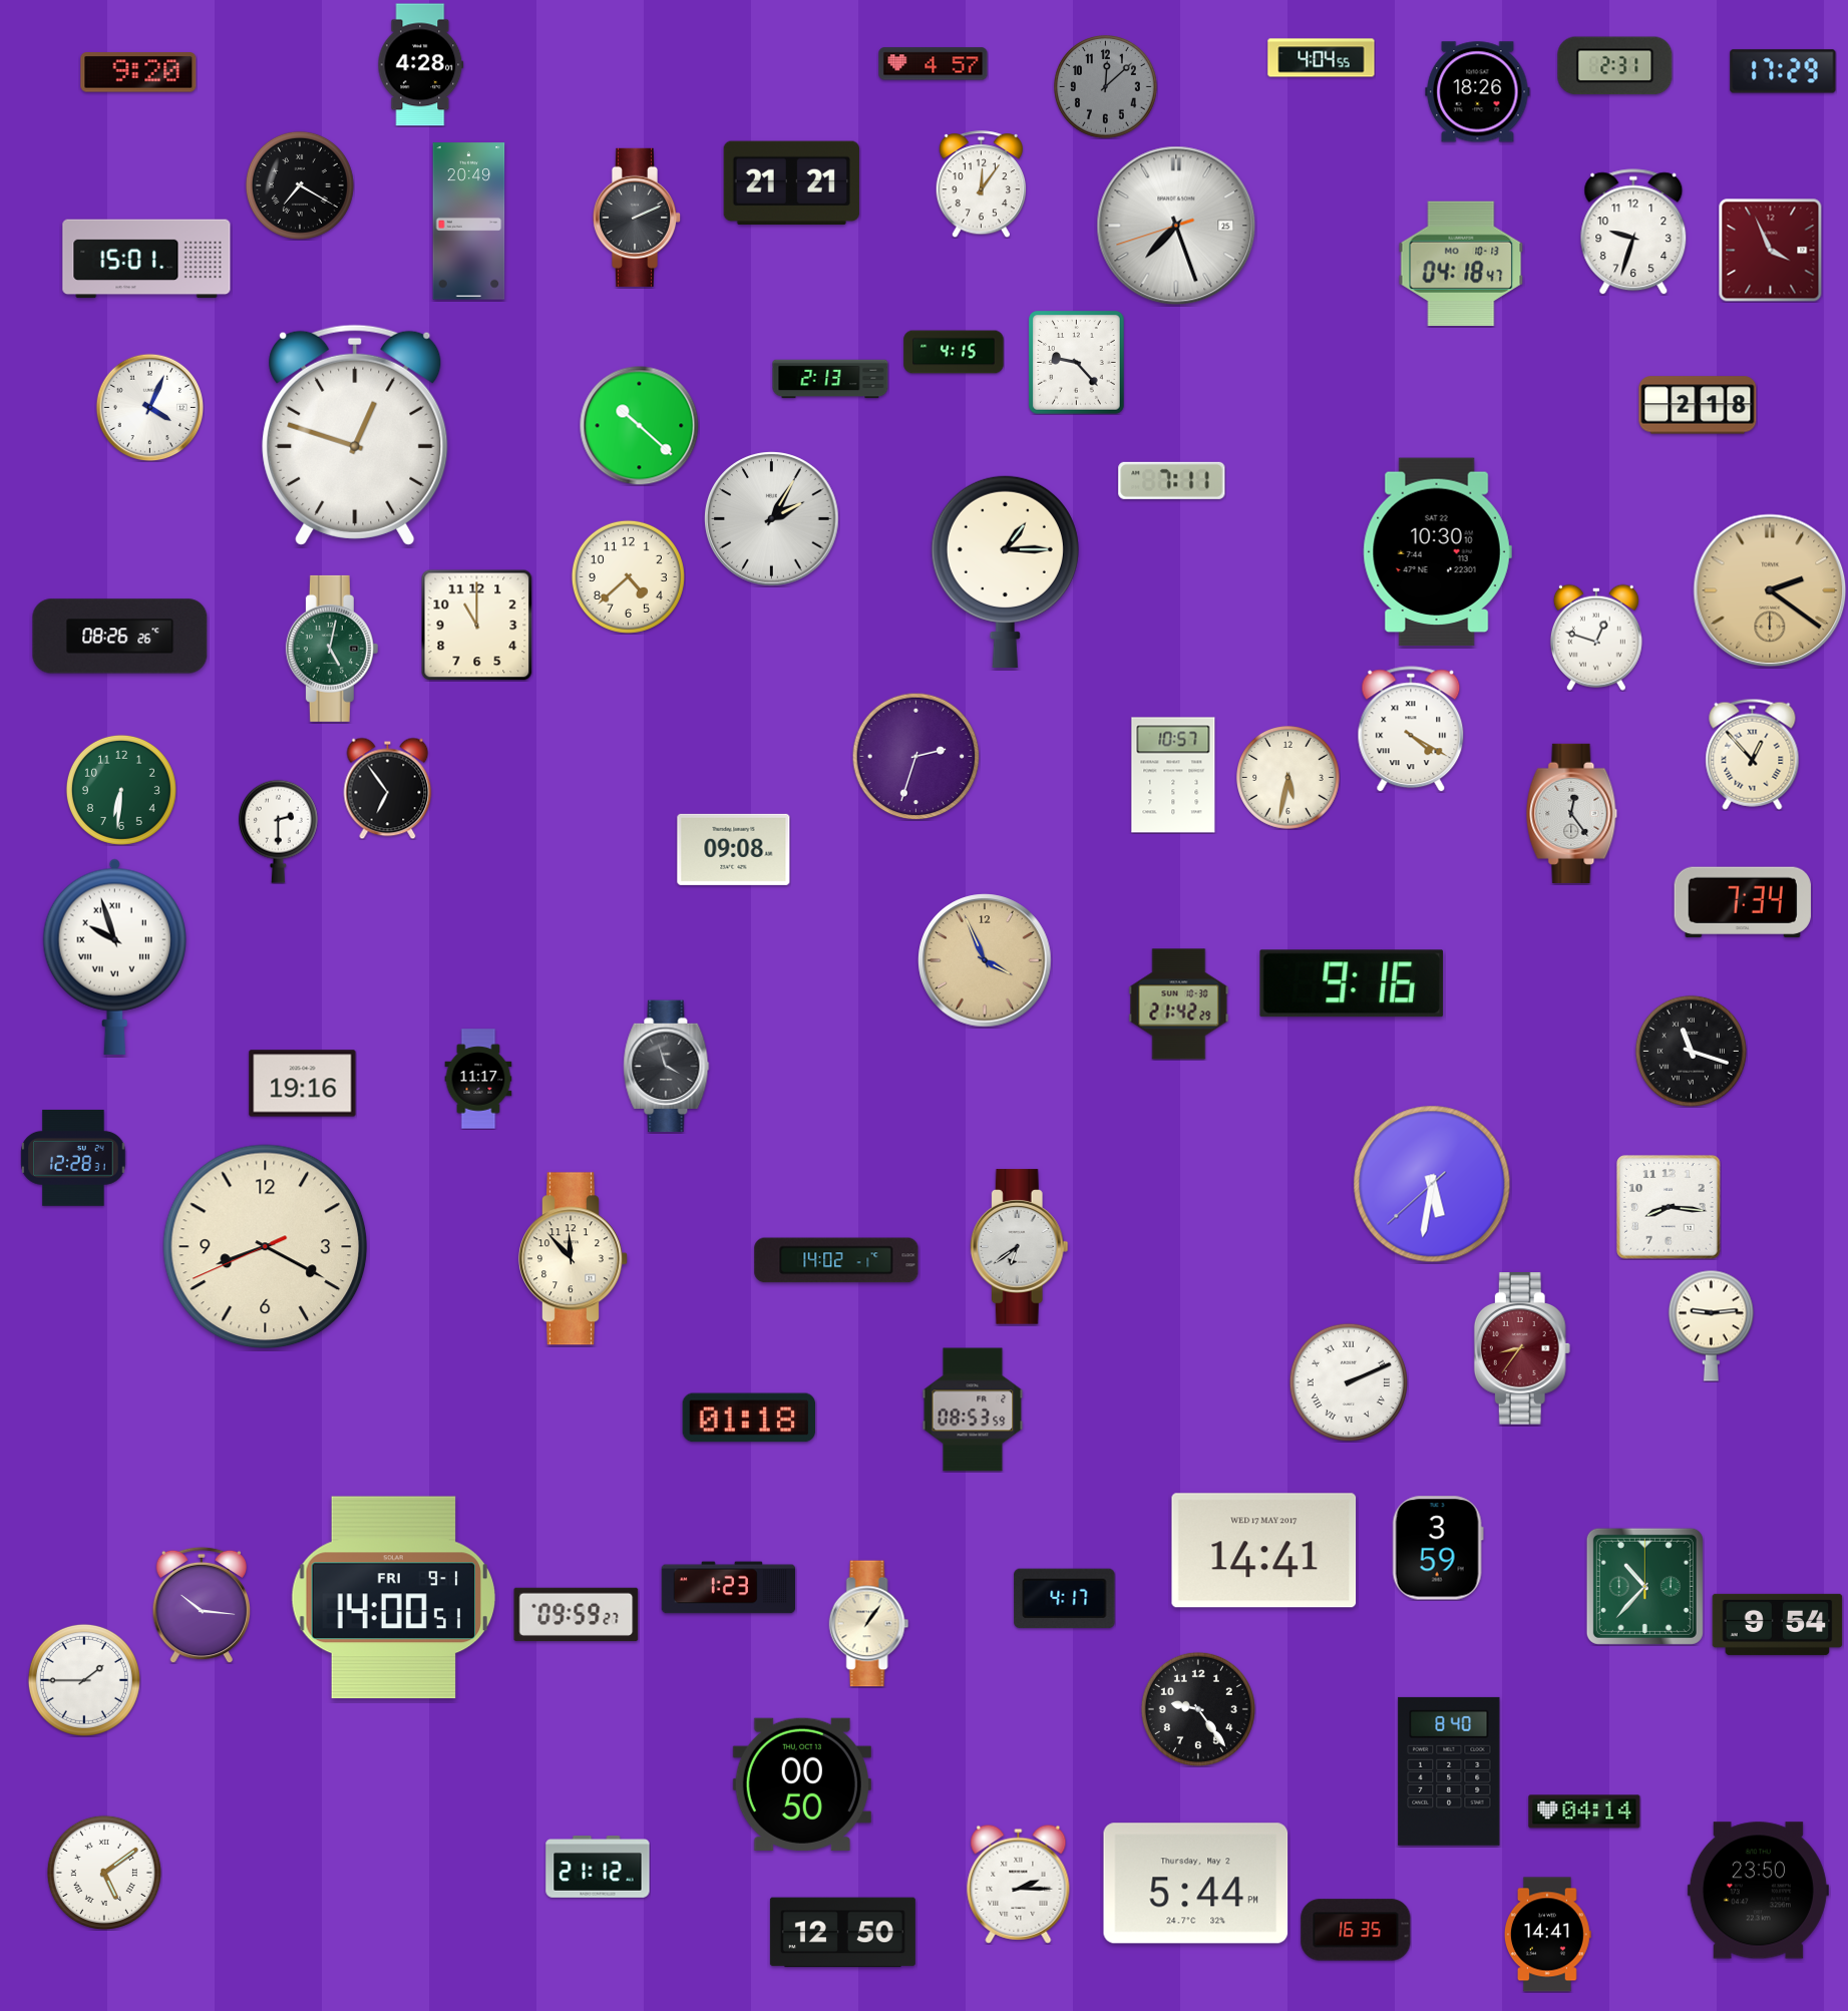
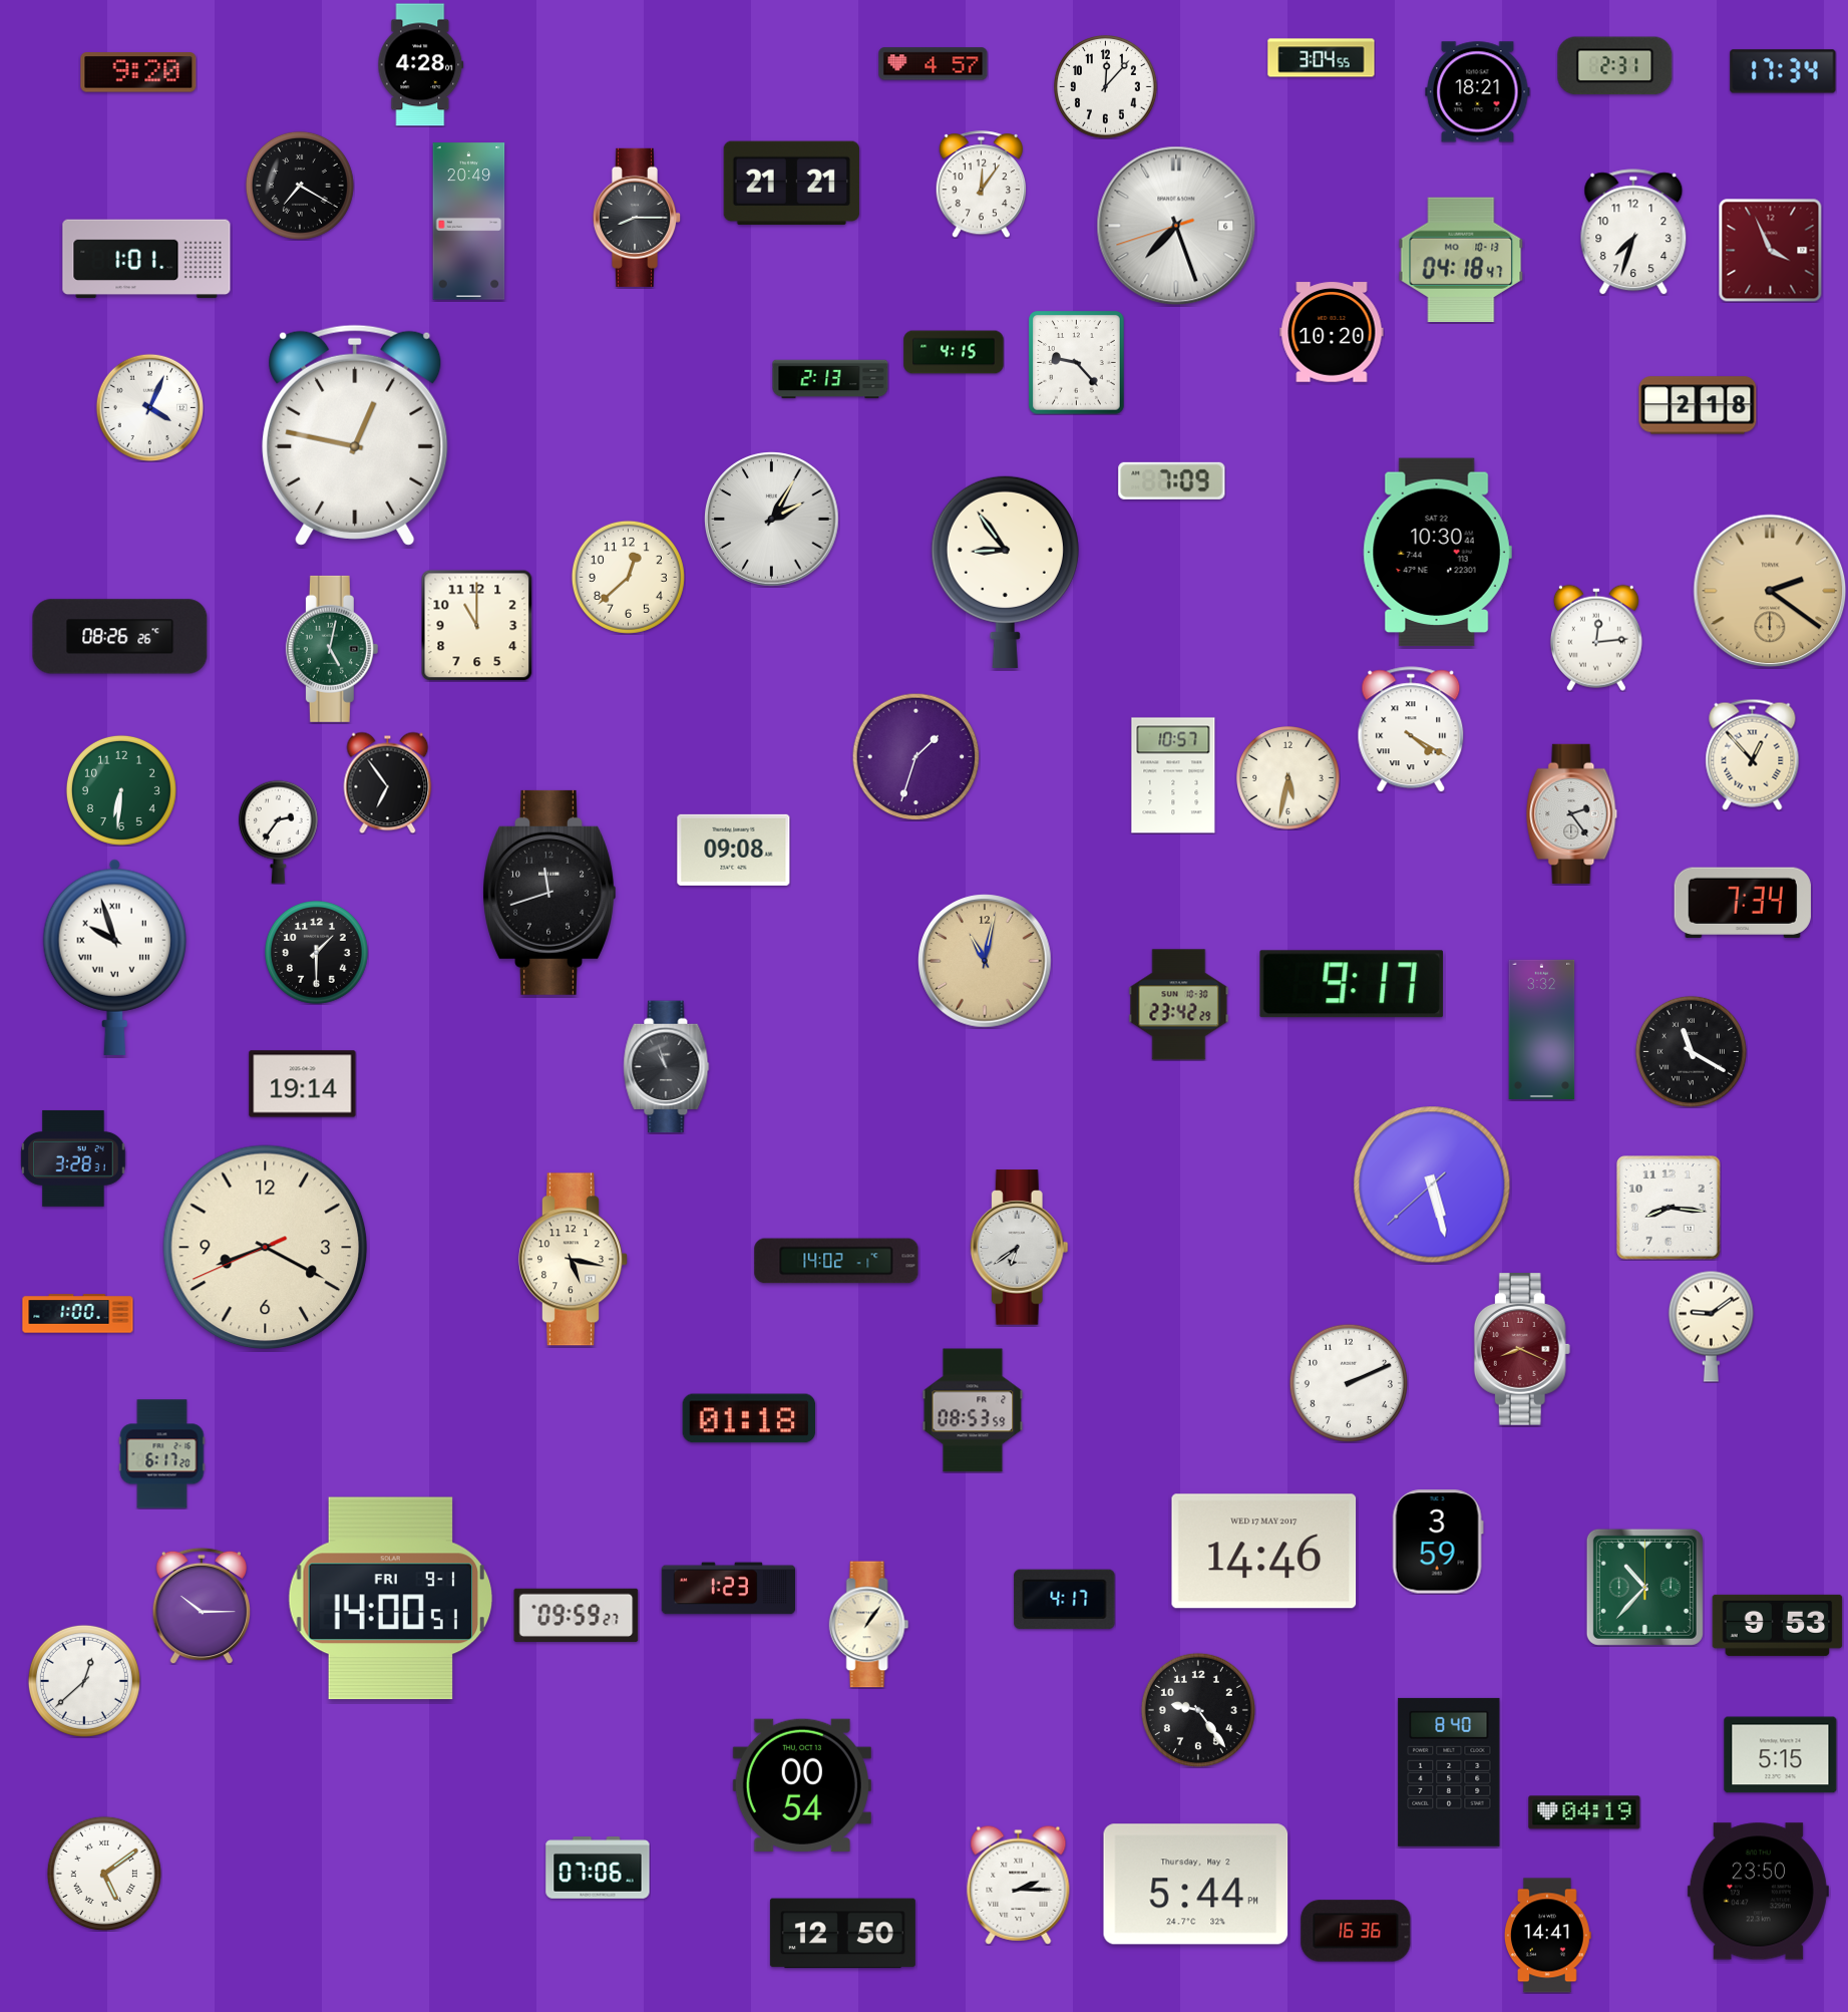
clock at (1322, 58): 4:04 -> 3:04
clock at (1783, 71): 17:29 -> 17:34
clock at (1106, 87): 12:08 -> 12:07
clock at (1106, 87) dial: grey -> white
clock at (1478, 92): 18:26 -> 18:21
clock at (637, 218): 2:11 -> 8:15
clock at (1176, 226) date: 25 -> 6
clock at (1633, 232): 9:33 -> 7:33
clock at (146, 259): 15:01 -> 1:01
clock at (1461, 263) position: (1461, 263) -> (1461, 259)
clock at (1332, 332): none -> 10:20
clock at (640, 426): 10:22 -> none
clock at (355, 435): 12:48 -> 12:47
clock at (1172, 480): 7:11 -> 7:09
clock at (1437, 552): 10:30:10 -> 10:30:44
clock at (1005, 571): 1:15 -> 8:54
clock at (628, 576): 4:38 -> 12:38
clock at (1596, 638): 12:48 -> 12:14
clock at (915, 756): 2:33 -> 1:33
clock at (388, 788) position: (388, 788) -> (388, 782)
clock at (1572, 813): 12:24 -> 2:24
clock at (278, 831): 2:30 -> 2:36
clock at (549, 893): none -> 11:42
clock at (317, 953): none -> 1:30
clock at (985, 960): 3:56 -> 11:02
clock at (1352, 983): 9:16 -> 9:17
clock at (1179, 1004): 21:42 -> 23:42
clock at (1542, 1029): none -> 3:32
clock at (1691, 1051): 11:18 -> 11:20
clock at (667, 1067): 3:57 -> 10:57
clock at (478, 1079): 11:17 -> none
clock at (303, 1084): 19:16 -> 19:14
clock at (73, 1158): 12:28 -> 3:28
clock at (1432, 1184): 5:31 -> 5:27
clock at (573, 1259): 11:53 -> 5:17
clock at (78, 1314): none -> 1:00
clock at (1711, 1325): 9:14 -> 9:09
clock at (1522, 1349): 8:36 -> 8:19
clock at (1349, 1382) numerals: Roman -> Arabic
clock at (162, 1454): none -> 6:17
clock at (1438, 1548) position: (1438, 1548) -> (1438, 1542)
clock at (1264, 1551): 14:41 -> 14:46
clock at (393, 1598) position: (393, 1598) -> (390, 1599)
clock at (201, 1605): 10:16 -> 10:15
clock at (1778, 1624): 9:54 -> 9:53
clock at (84, 1680): 1:45 -> 12:38
clock at (1781, 1755): none -> 5:15
clock at (802, 1784): 00:50 -> 00:54
clock at (1584, 1812): 04:14 -> 04:19
clock at (598, 1867): 21:12 -> 07:06
clock at (1356, 1930): 16:35 -> 16:36
